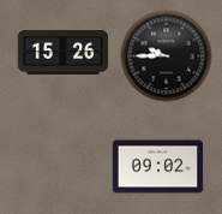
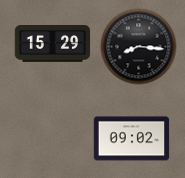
clock at (64, 53): 15:26 -> 15:29
clock at (167, 57): 9:45 -> 8:16
